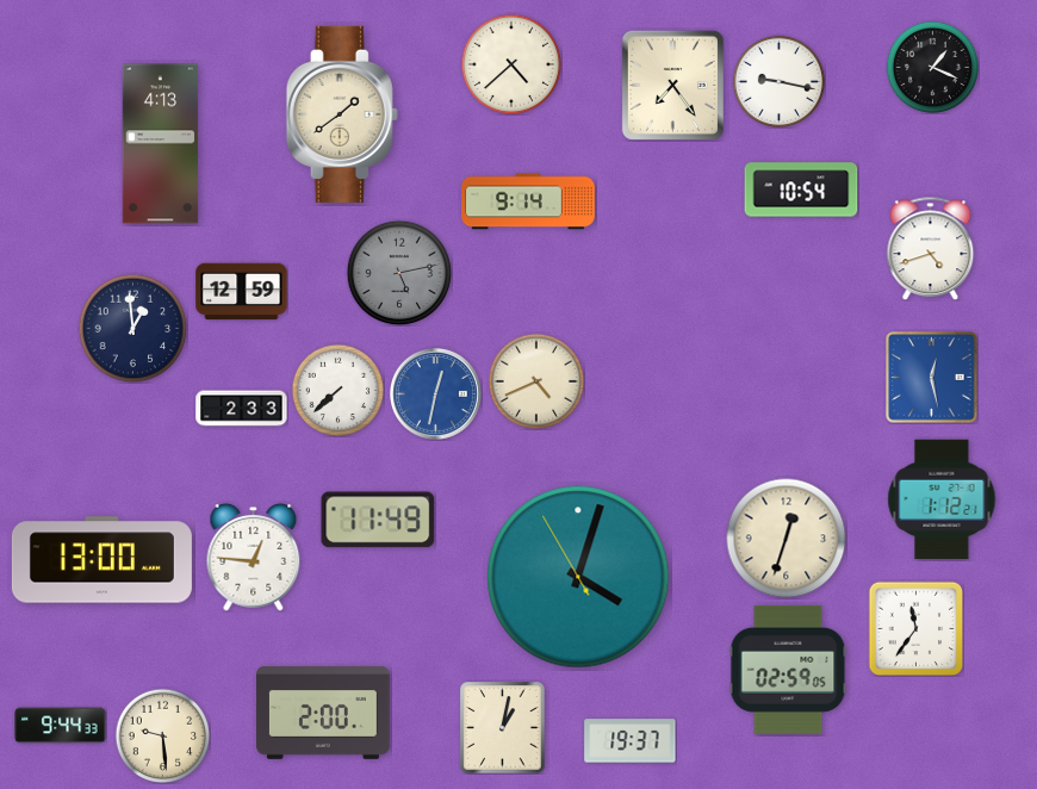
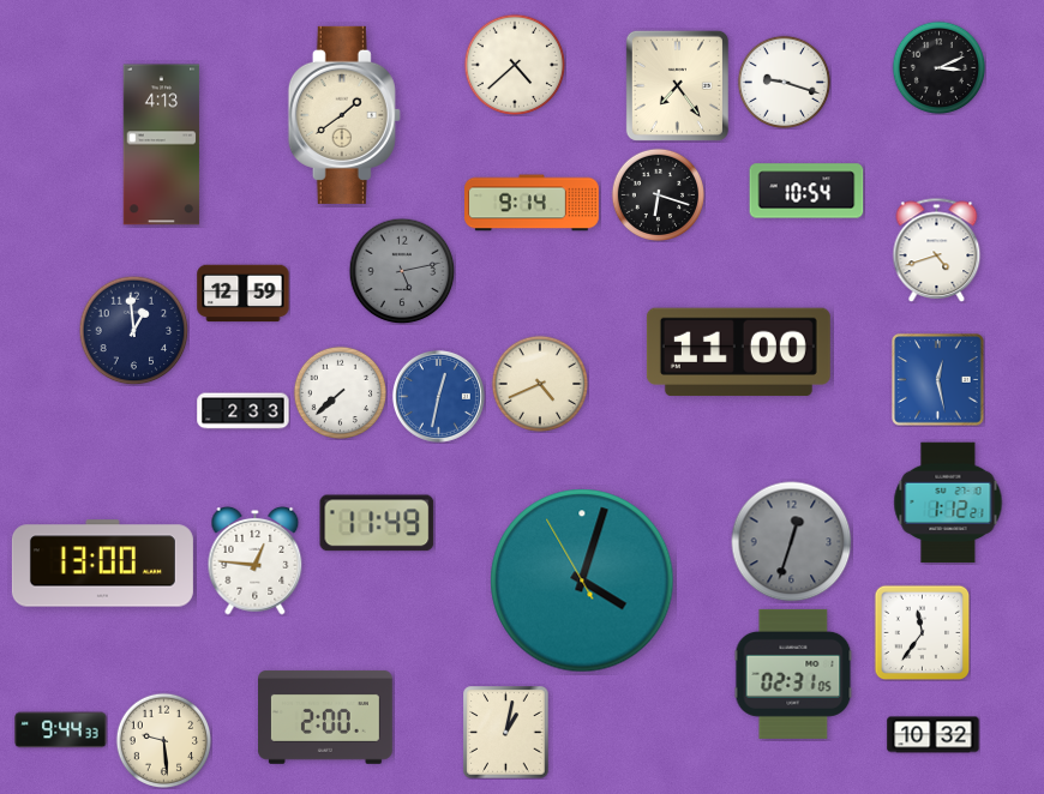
clock at (932, 67): 1:19 -> 3:11
clock at (778, 81): 9:17 -> 9:18
clock at (658, 194): none -> 6:18
clock at (399, 273) position: (399, 273) -> (402, 271)
clock at (738, 353): none -> 11:00
clock at (378, 520) position: (378, 520) -> (377, 523)
clock at (787, 539) dial: cream -> grey
clock at (788, 670): 02:59 -> 02:31
clock at (934, 735): none -> 10:32
clock at (631, 741): 19:37 -> none
